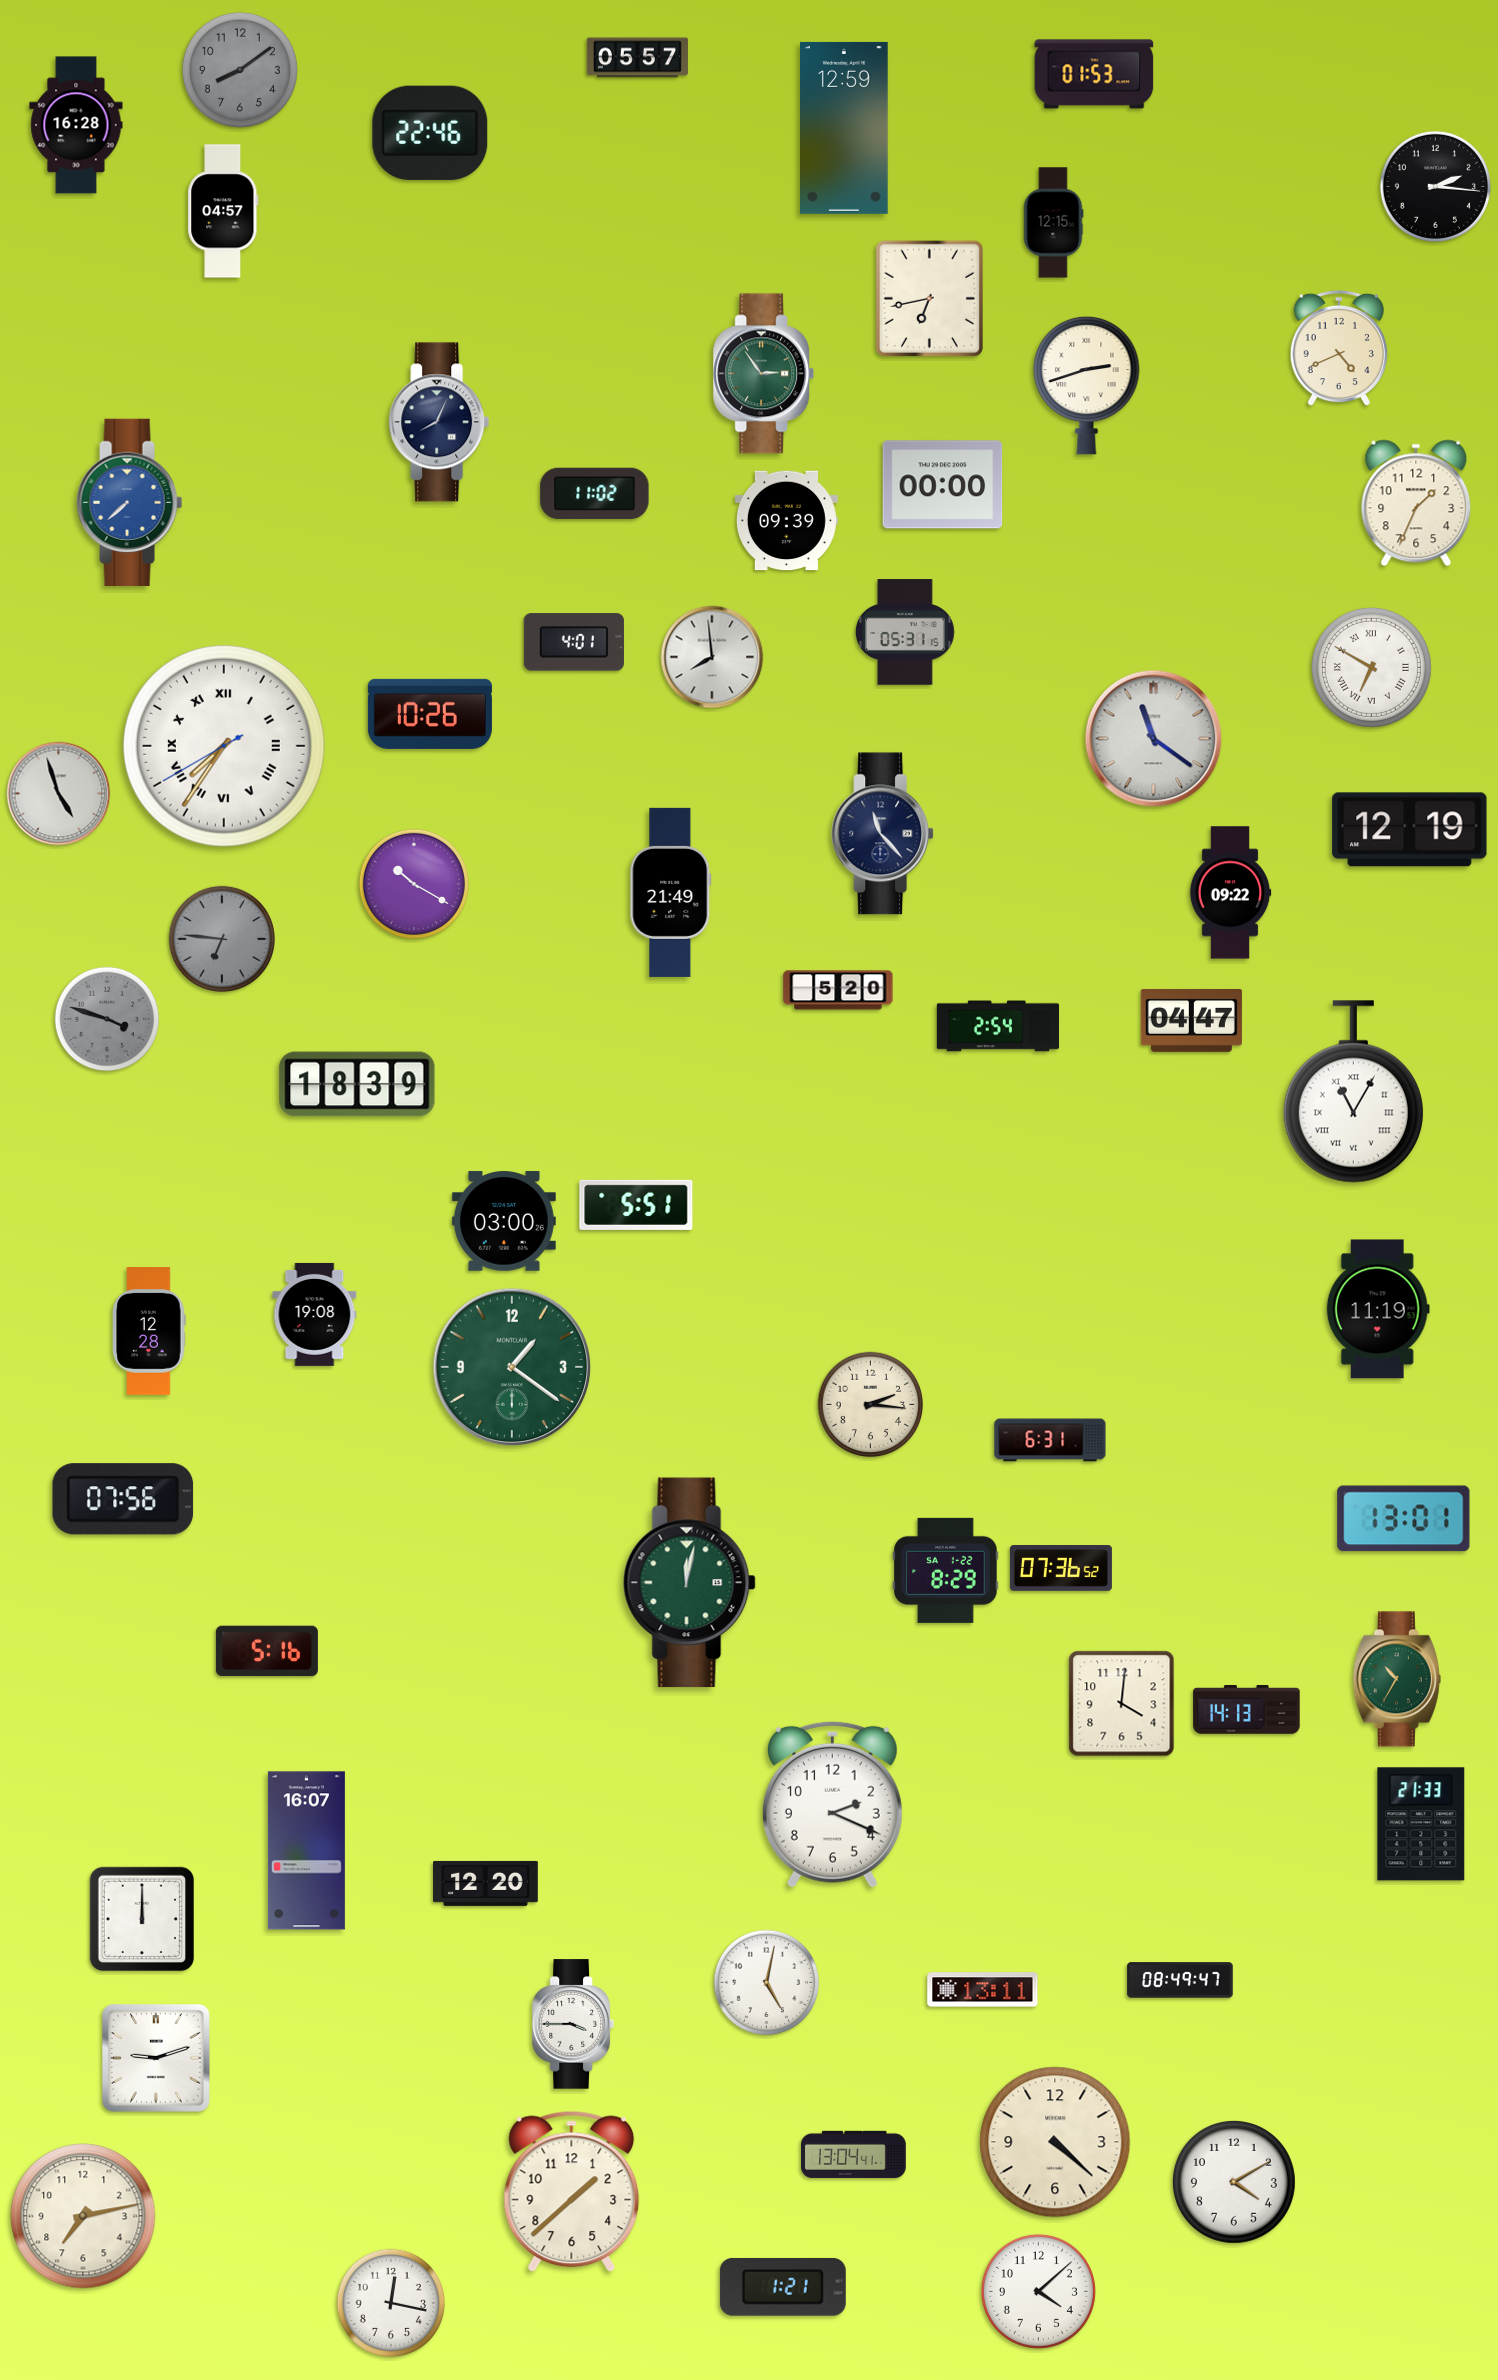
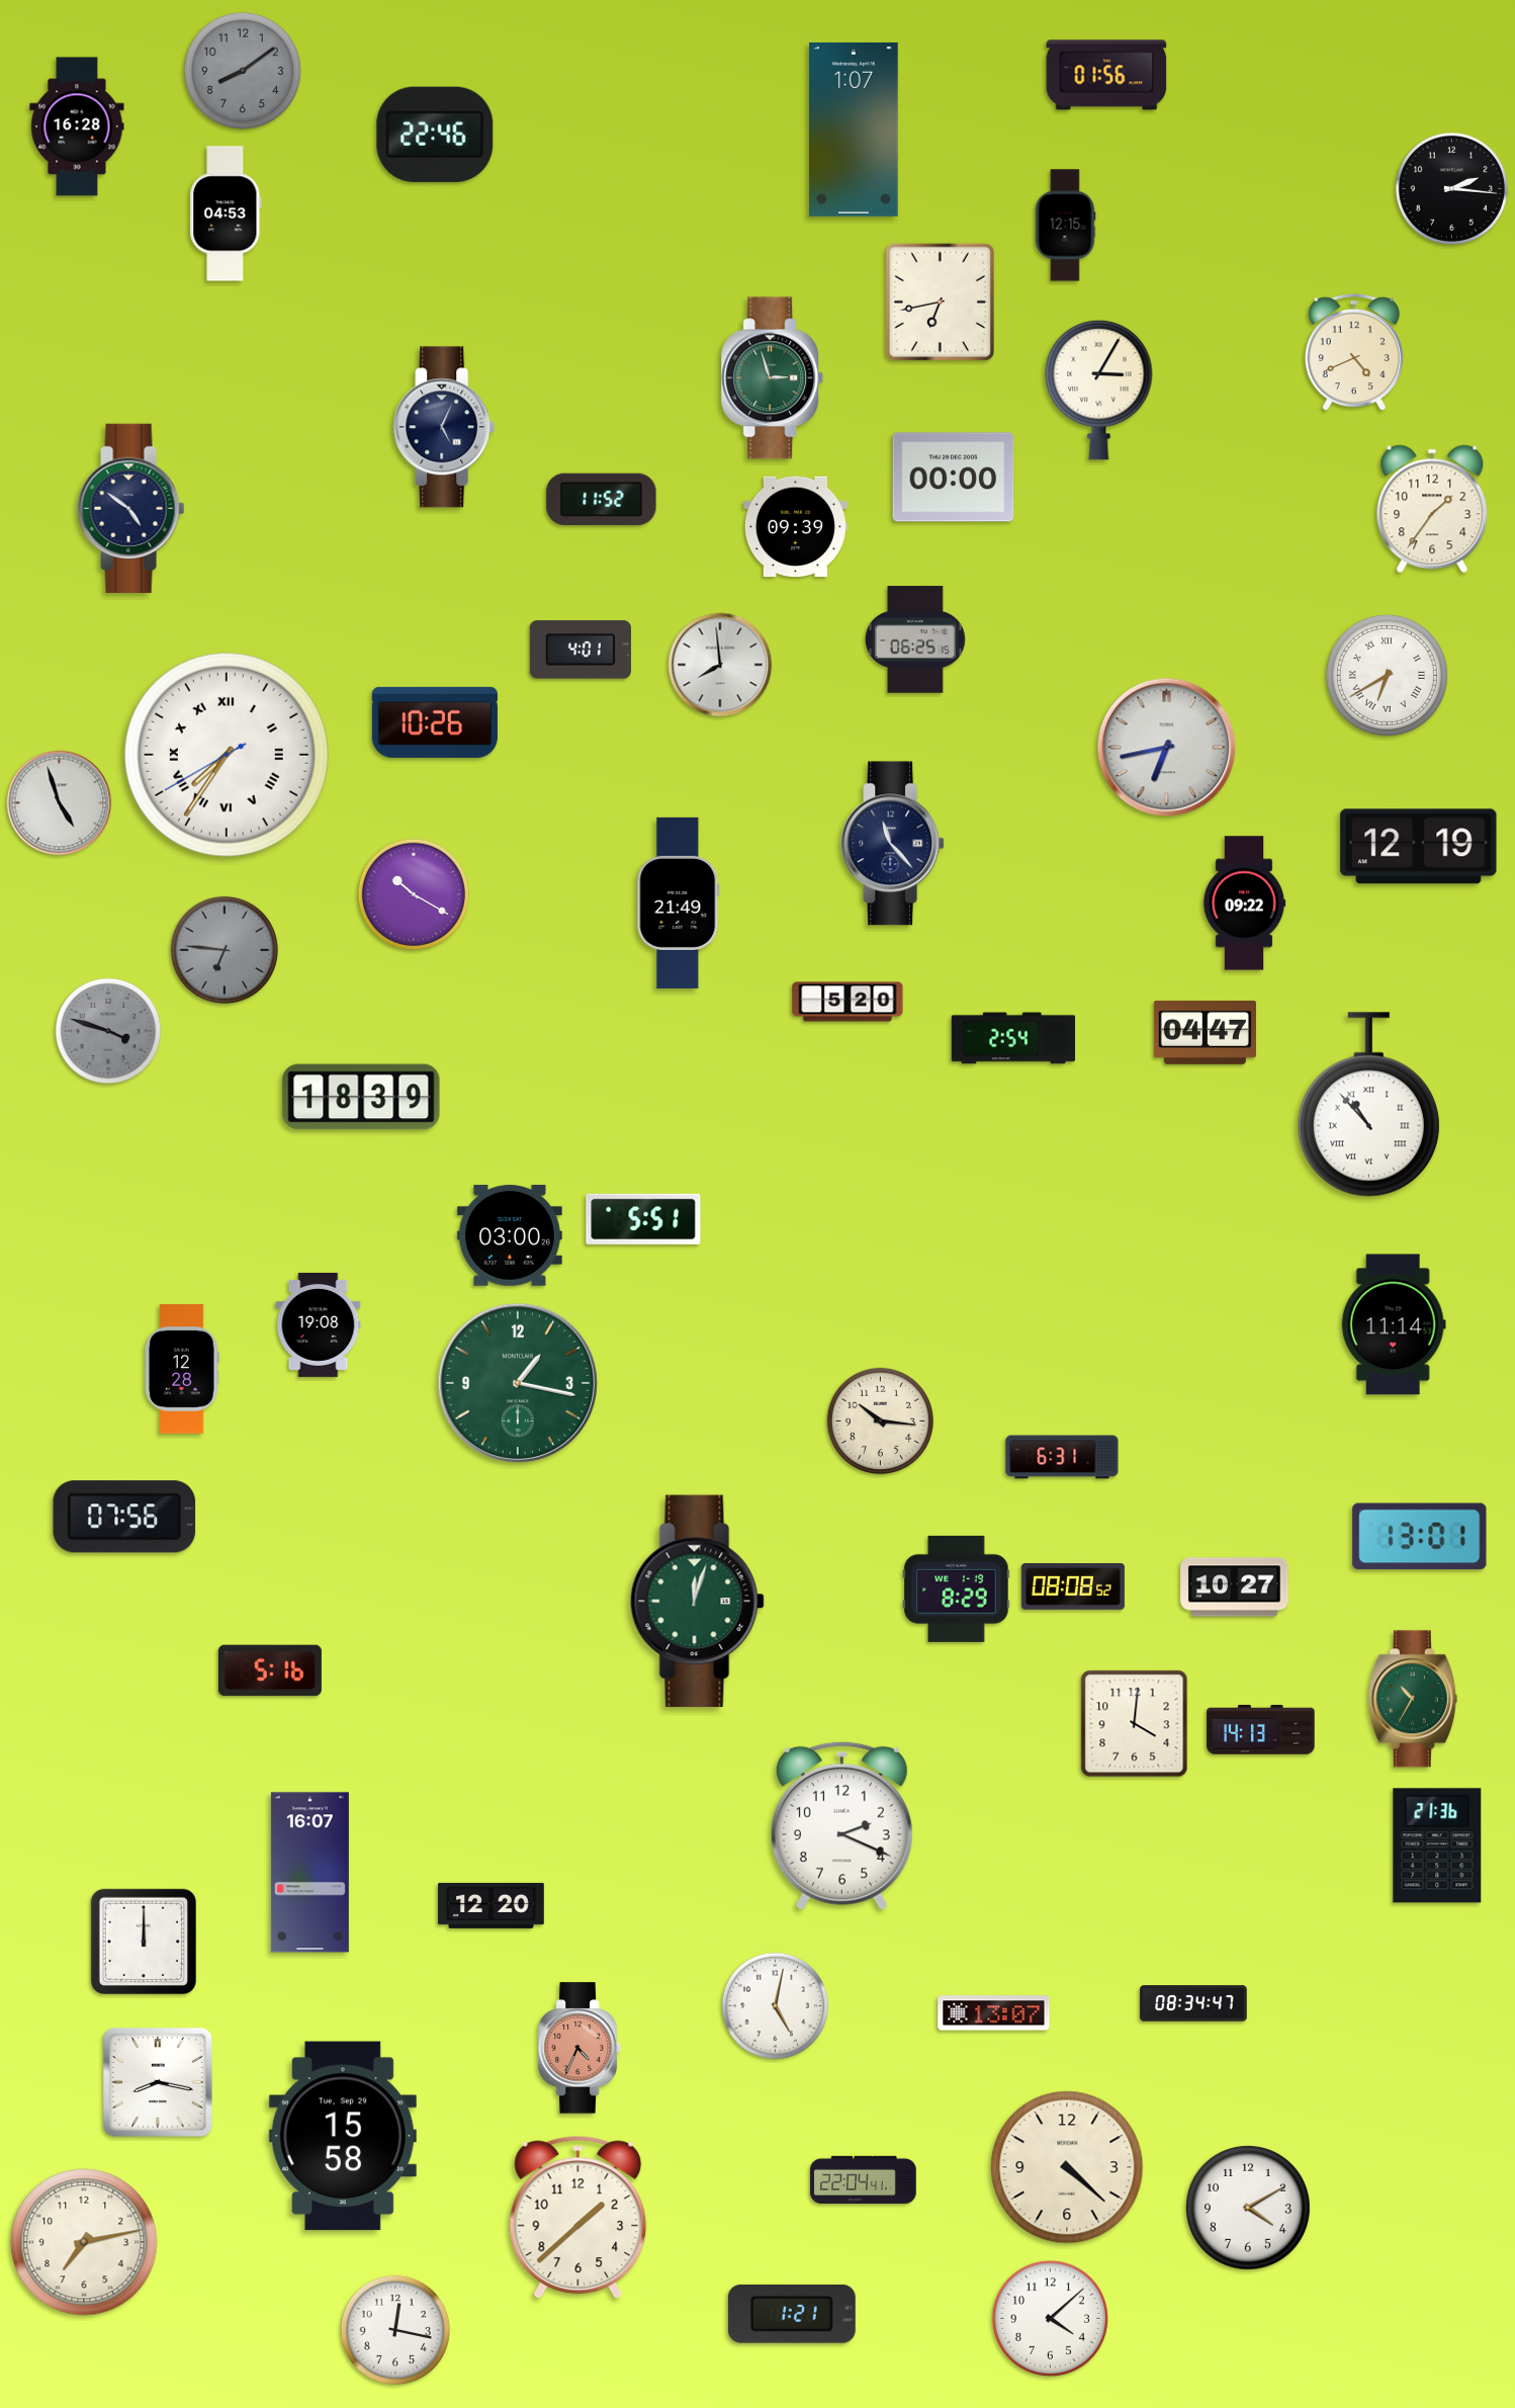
clock at (637, 58): 05:57 -> none
clock at (1094, 74): 01:53 -> 01:56
clock at (844, 128): 12:59 -> 1:07
clock at (223, 211): 04:57 -> 04:53
clock at (764, 374): 2:54 -> 2:57
clock at (1087, 385): 2:42 -> 3:05
clock at (439, 422): 8:04 -> 5:04
clock at (943, 485) position: (943, 485) -> (954, 478)
clock at (595, 494): 11:02 -> 11:52
clock at (130, 502): 7:38 -> 4:51
clock at (130, 502) dial: blue -> navy
clock at (1416, 503): 1:34 -> 1:36
clock at (906, 632): 05:31 -> 06:25
clock at (1371, 667): 6:50 -> 6:40
clock at (1154, 739): 11:21 -> 6:43
clock at (1410, 830) position: (1410, 830) -> (1419, 847)
clock at (414, 884) position: (414, 884) -> (414, 894)
clock at (997, 1026) position: (997, 1026) -> (1012, 1038)
clock at (1353, 1092): 11:05 -> 10:53
clock at (1378, 1309): 11:19 -> 11:14
clock at (315, 1314) position: (315, 1314) -> (319, 1324)
clock at (149, 1331) position: (149, 1331) -> (182, 1369)
clock at (512, 1367): 1:21 -> 1:17
clock at (871, 1405): 2:16 -> 10:16
clock at (1061, 1569): 07:36 -> 08:08
clock at (1235, 1587): none -> 10:27
clock at (946, 1570) date: SA 1-22 -> WE 1-19
clock at (689, 1583): 12:02 -> 12:03
clock at (1421, 1824): 21:33 -> 21:36
clock at (1180, 1980): 08:49 -> 08:34
clock at (983, 1990): 13:11 -> 13:07
clock at (573, 2024): 3:45 -> 4:34
clock at (573, 2024) dial: white -> salmon
clock at (157, 2059): 9:12 -> 8:17
clock at (343, 2136): none -> 15:58
clock at (854, 2154): 13:04 -> 22:04
